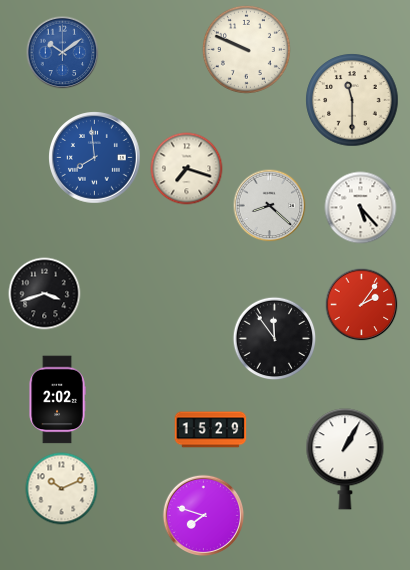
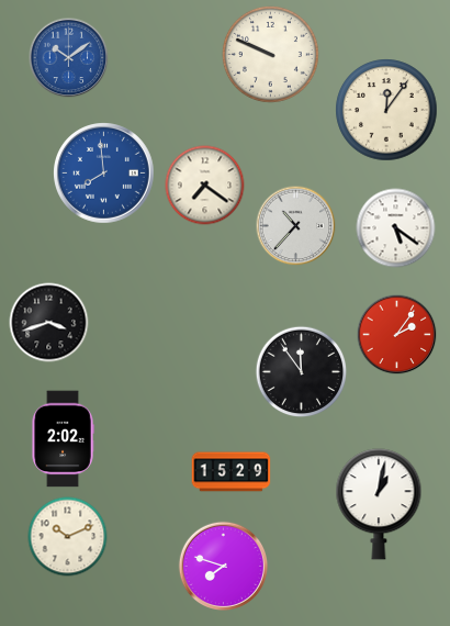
clock at (352, 100): 11:30 -> 12:06
clock at (187, 169): 7:18 -> 7:21
clock at (270, 206): 8:22 -> 10:37
clock at (361, 208): 5:23 -> 5:21
clock at (345, 459): 1:05 -> 1:02
